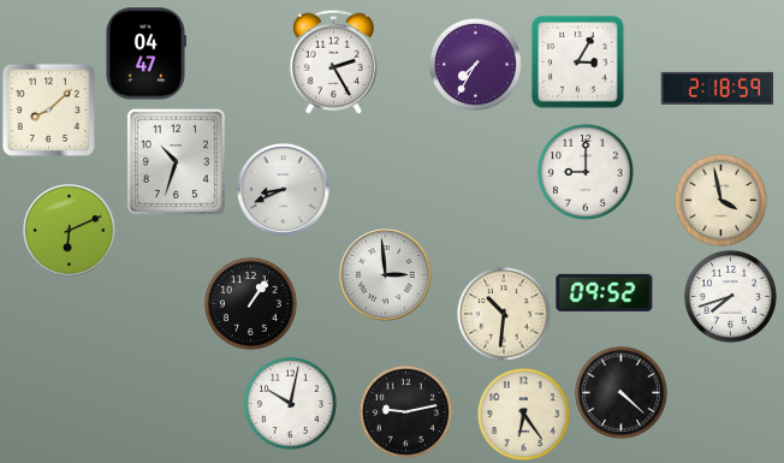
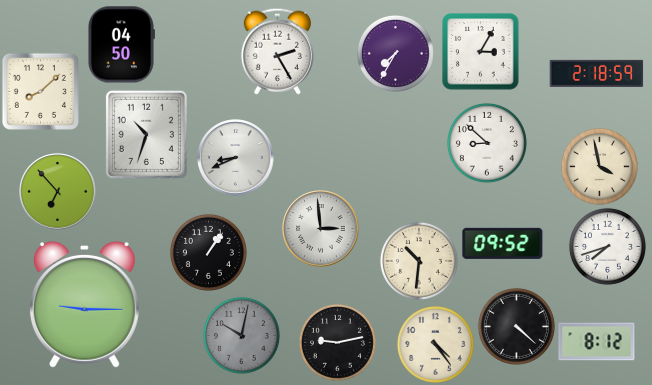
clock at (145, 54): 04:47 -> 04:50
clock at (586, 172): 9:00 -> 8:52
clock at (70, 231): 6:11 -> 6:53
clock at (84, 305): none -> 9:15
clock at (290, 403) dial: white -> grey
clock at (597, 342): none -> 8:12
clock at (523, 414): 6:24 -> 4:24
